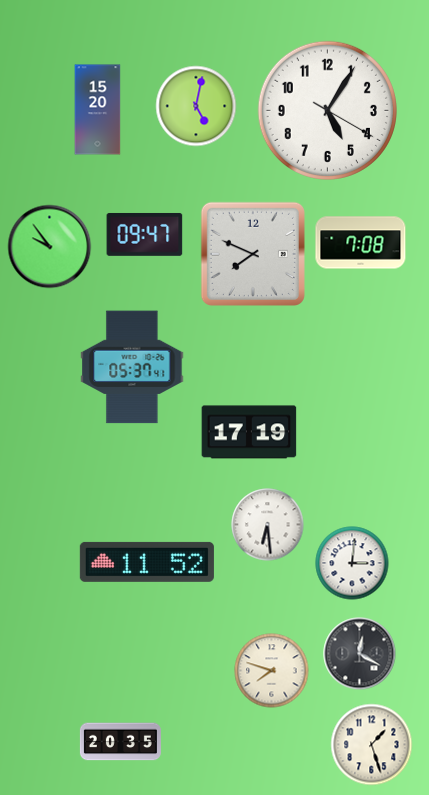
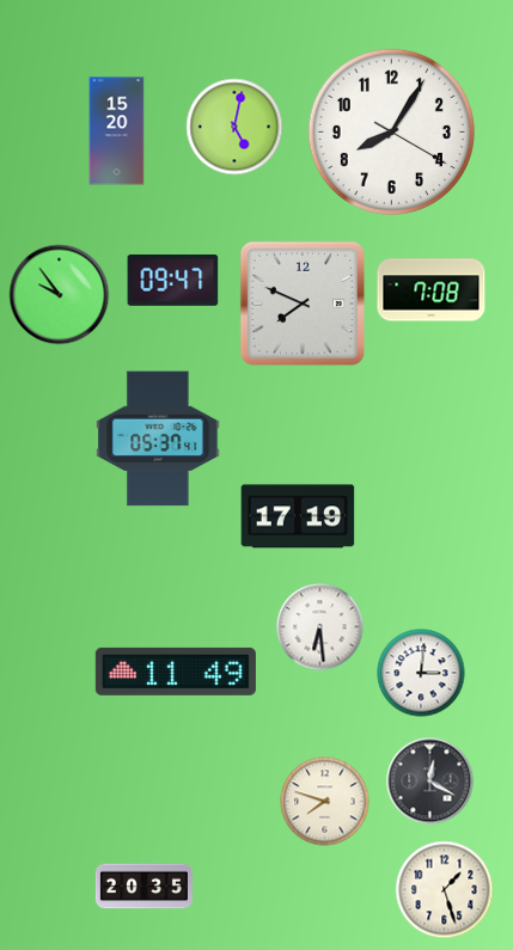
clock at (327, 110): 5:05 -> 8:05
clock at (147, 562): 11:52 -> 11:49
